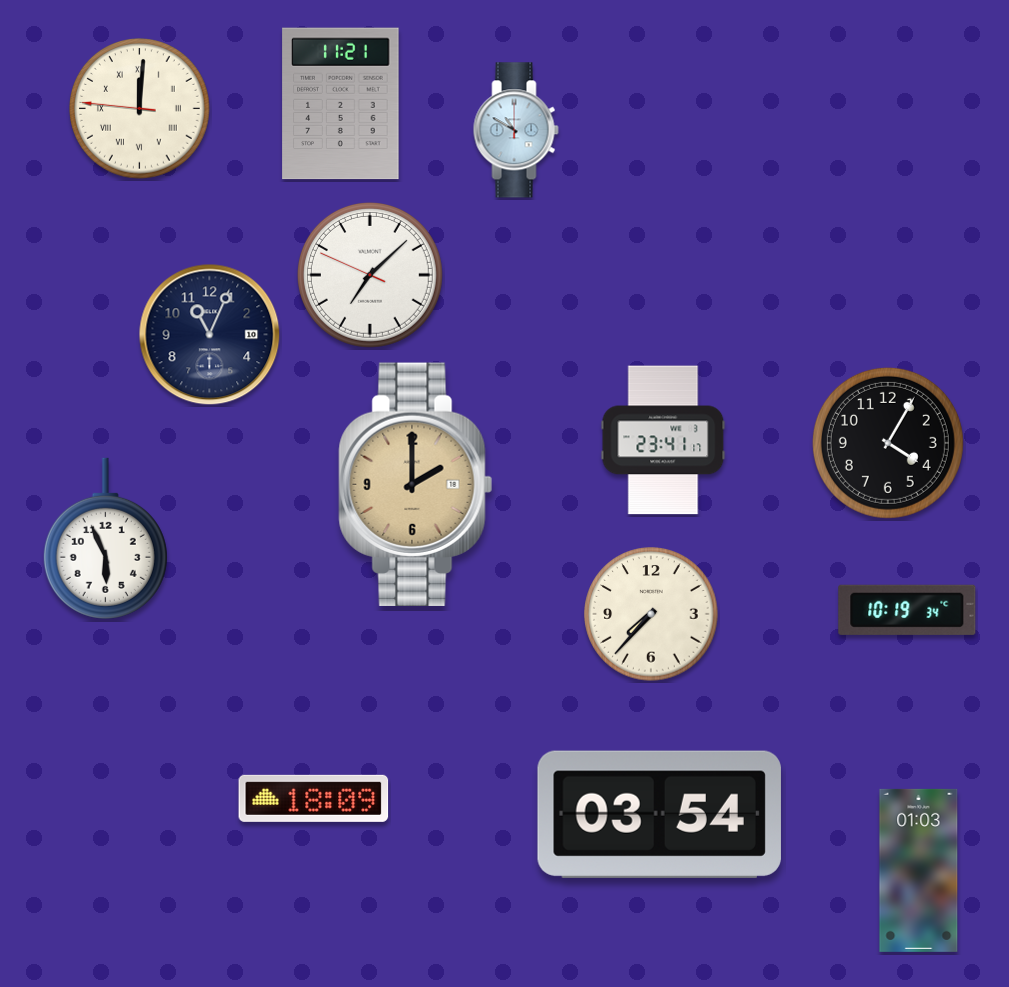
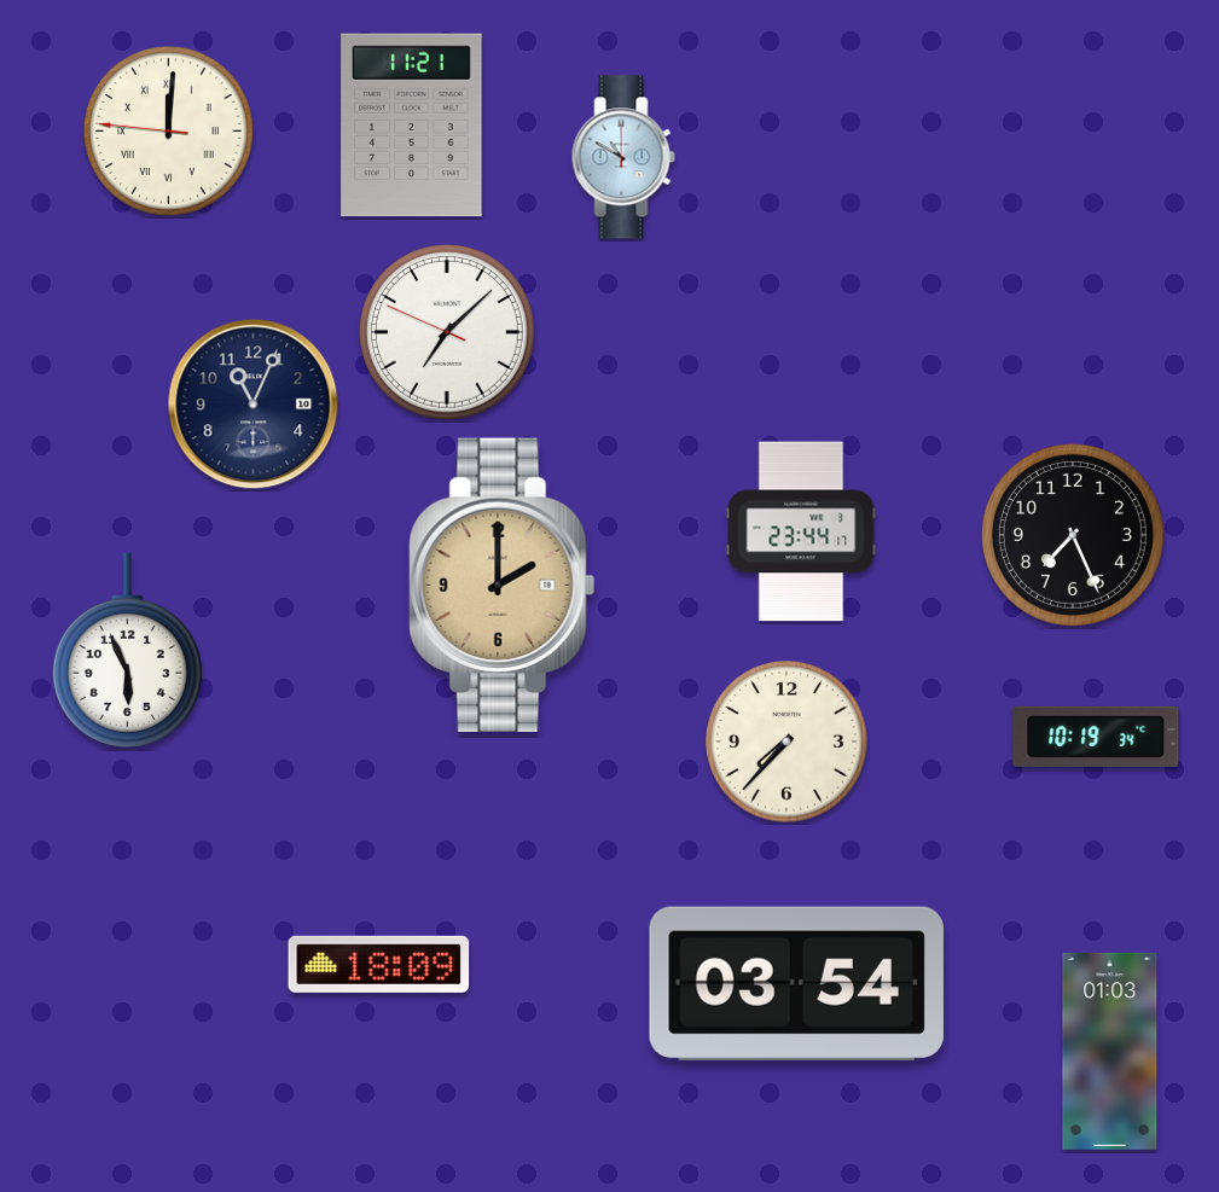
clock at (663, 440): 23:41 -> 23:44
clock at (888, 443): 4:05 -> 7:26
